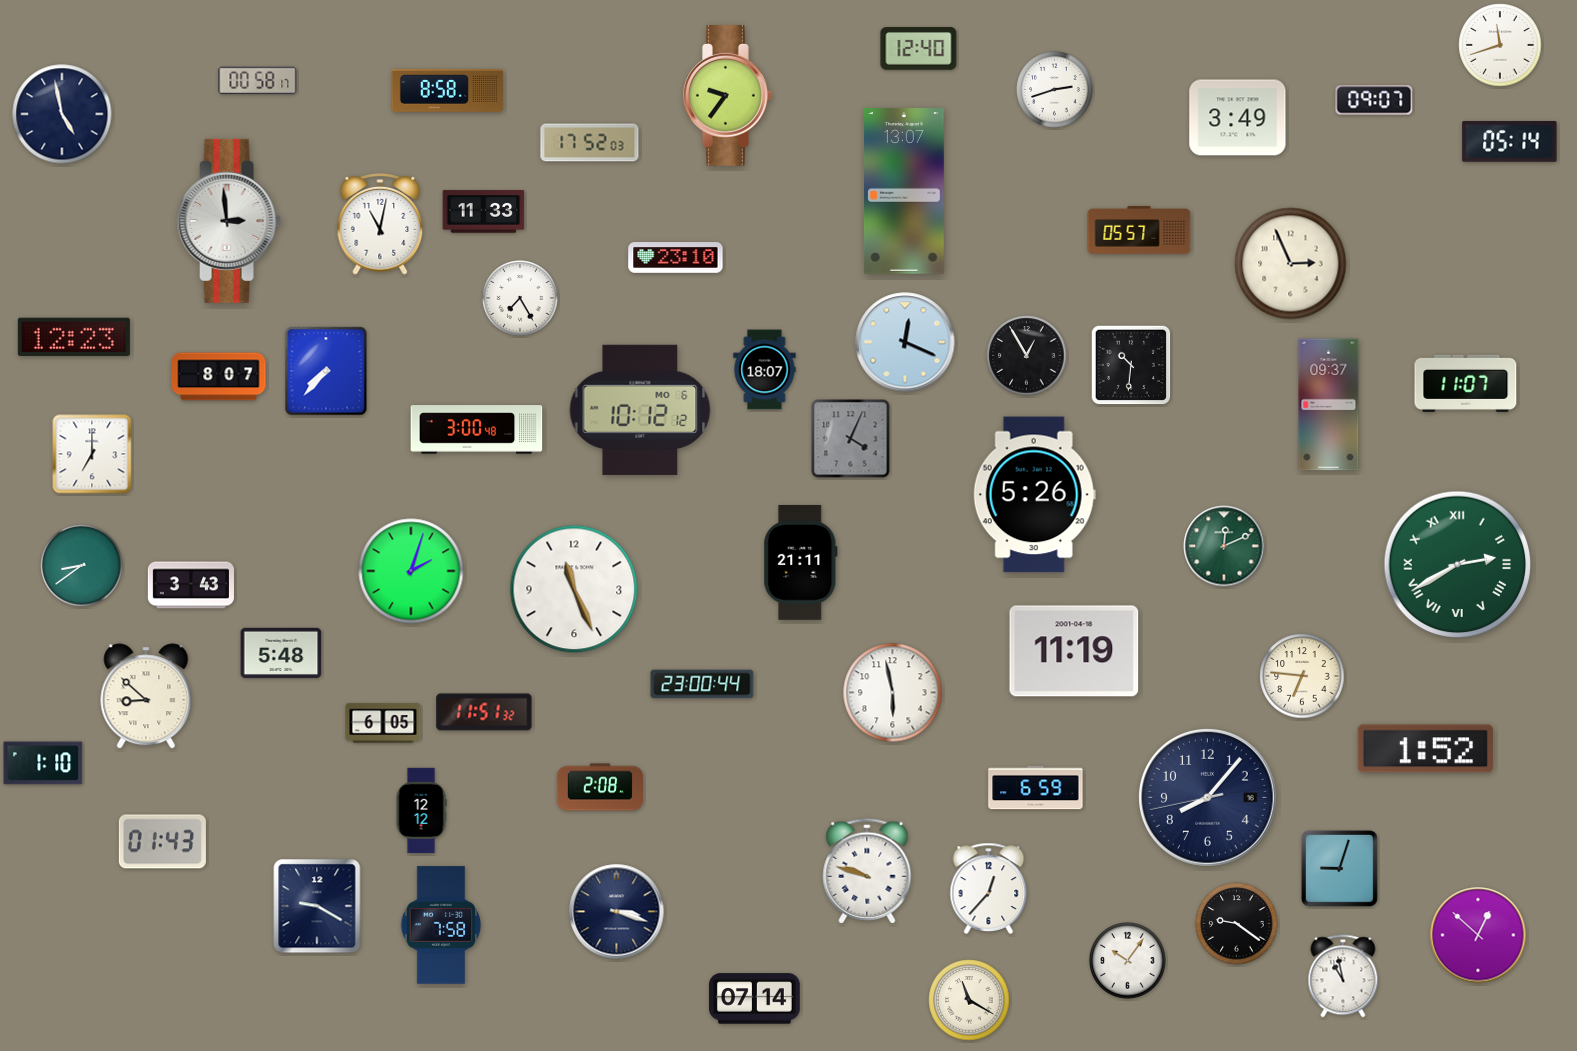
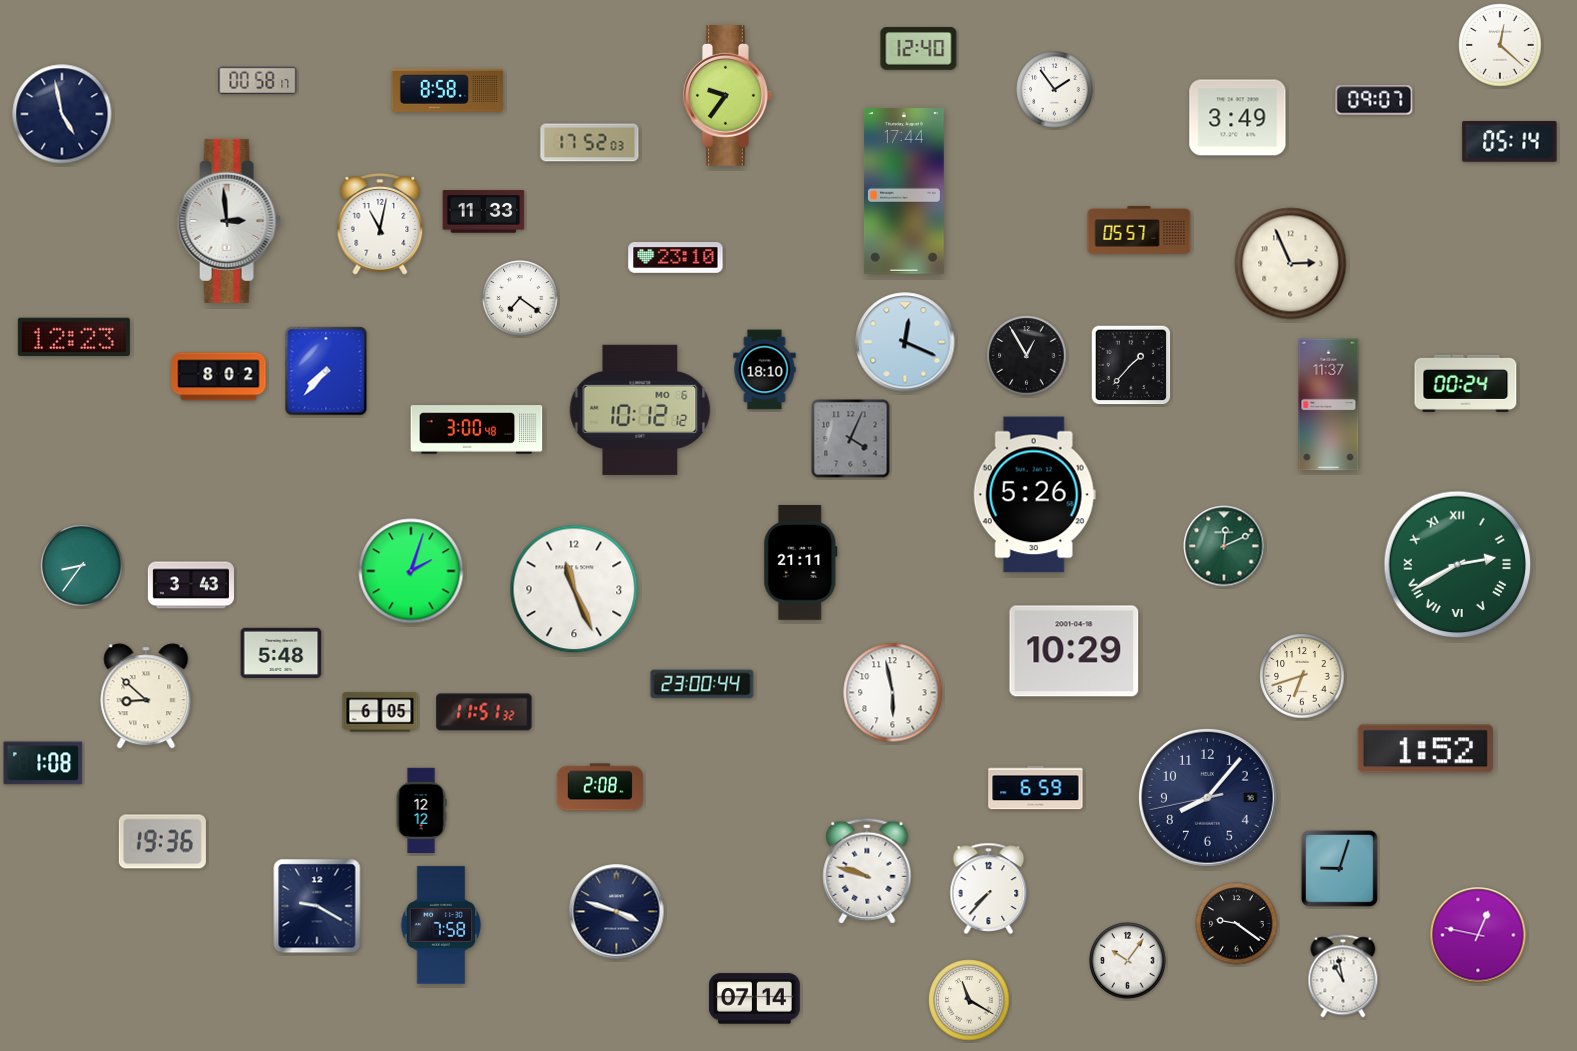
clock at (1500, 45): 11:42 -> 12:22
clock at (1055, 90): 2:42 -> 1:54
clock at (904, 192): 13:07 -> 17:44
clock at (520, 298): 7:25 -> 7:21
clock at (1131, 365): 10:31 -> 1:37
clock at (765, 370): 18:07 -> 18:10
clock at (219, 377): 8:07 -> 8:02
clock at (1466, 383): 11:07 -> 00:24
clock at (1329, 405): 09:37 -> 11:37
clock at (92, 454): 7:00 -> none
clock at (82, 566): 8:39 -> 8:36
clock at (1074, 651): 11:19 -> 10:29
clock at (1302, 676): 6:46 -> 6:42
clock at (383, 723) position: (383, 723) -> (380, 712)
clock at (43, 763): 1:10 -> 1:08
clock at (162, 842): 01:43 -> 19:36
clock at (989, 888): 12:37 -> 7:37
clock at (617, 912): 3:18 -> 3:48
clock at (1478, 935): 12:52 -> 12:47
